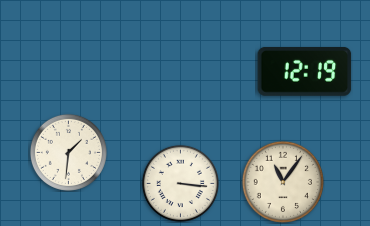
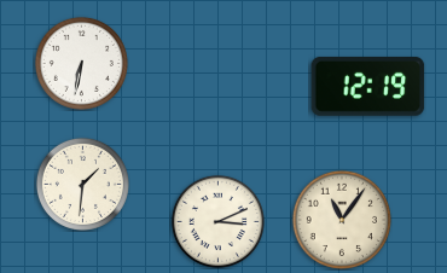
clock at (81, 63): none -> 6:32
clock at (180, 183): 3:16 -> 3:11
